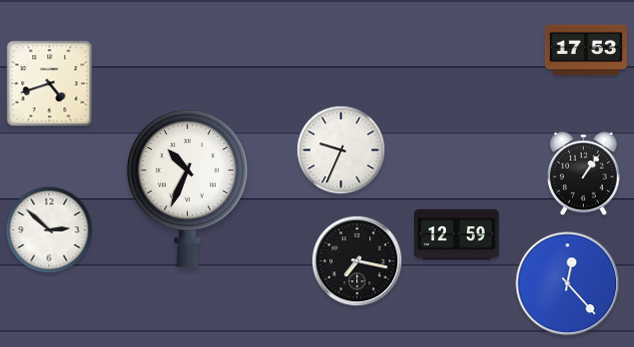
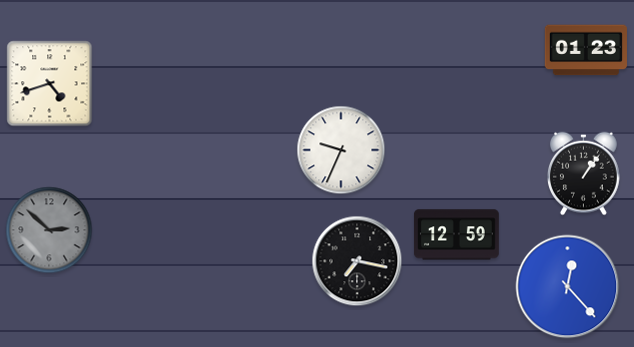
clock at (586, 50): 17:53 -> 01:23
clock at (187, 188): 10:34 -> none
clock at (49, 230) dial: white -> grey
clock at (568, 284) position: (568, 284) -> (568, 287)
